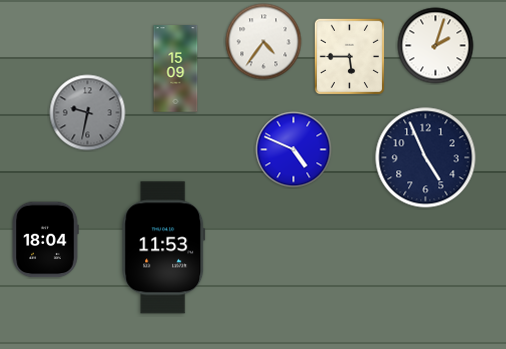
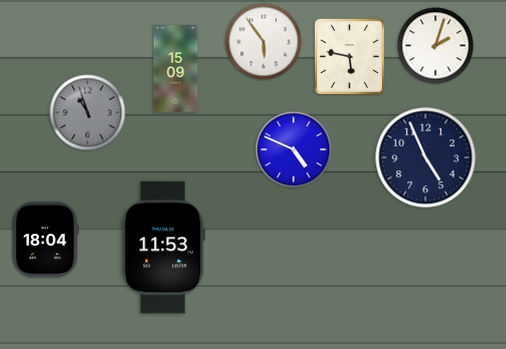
clock at (264, 42): 4:36 -> 5:54
clock at (349, 56): 5:45 -> 5:47
clock at (88, 113): 9:32 -> 10:57
